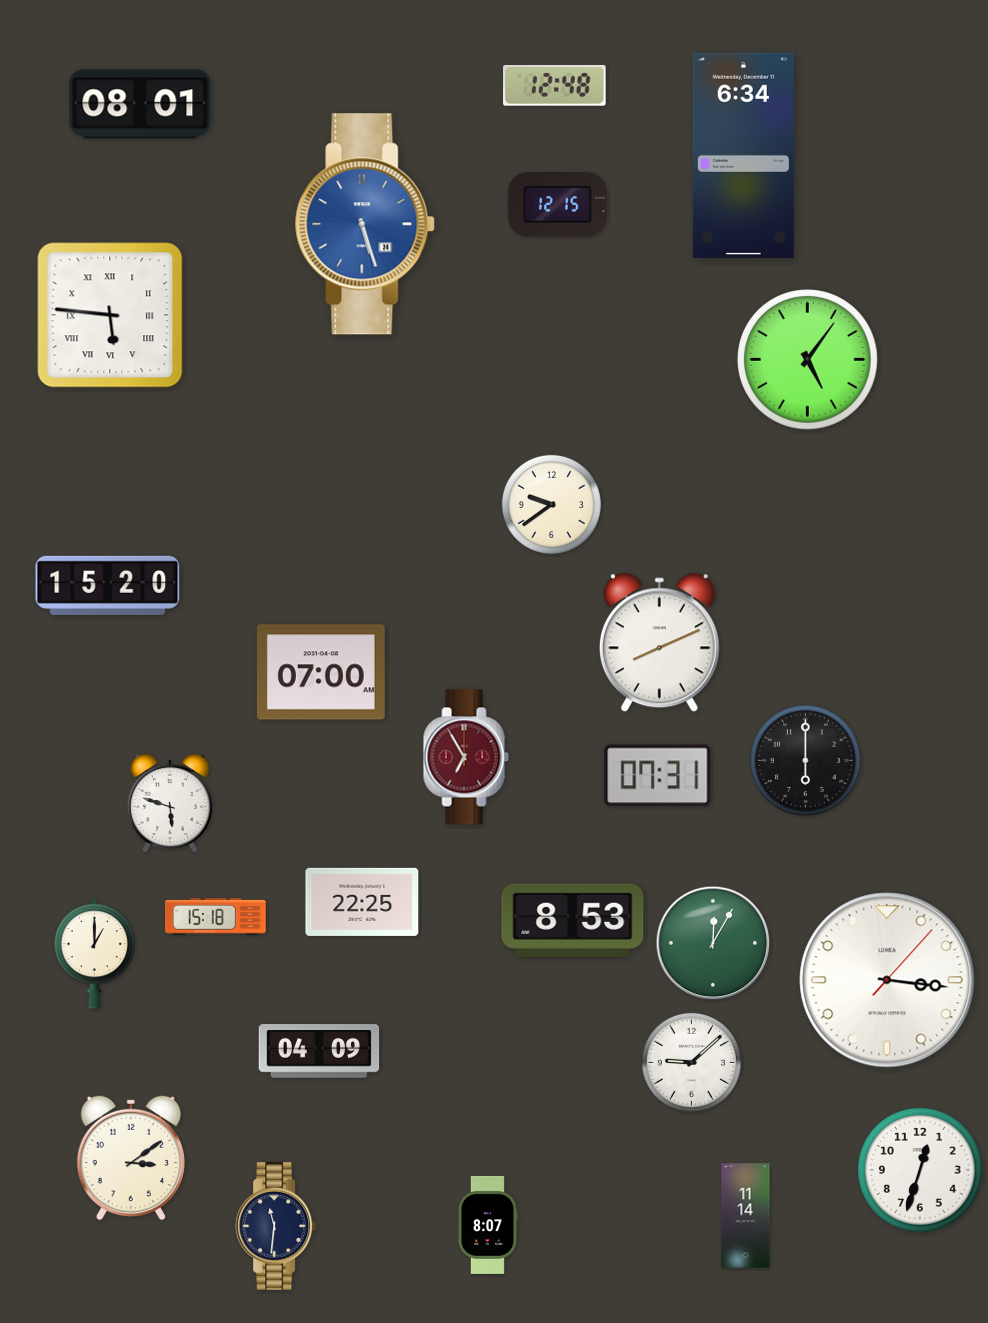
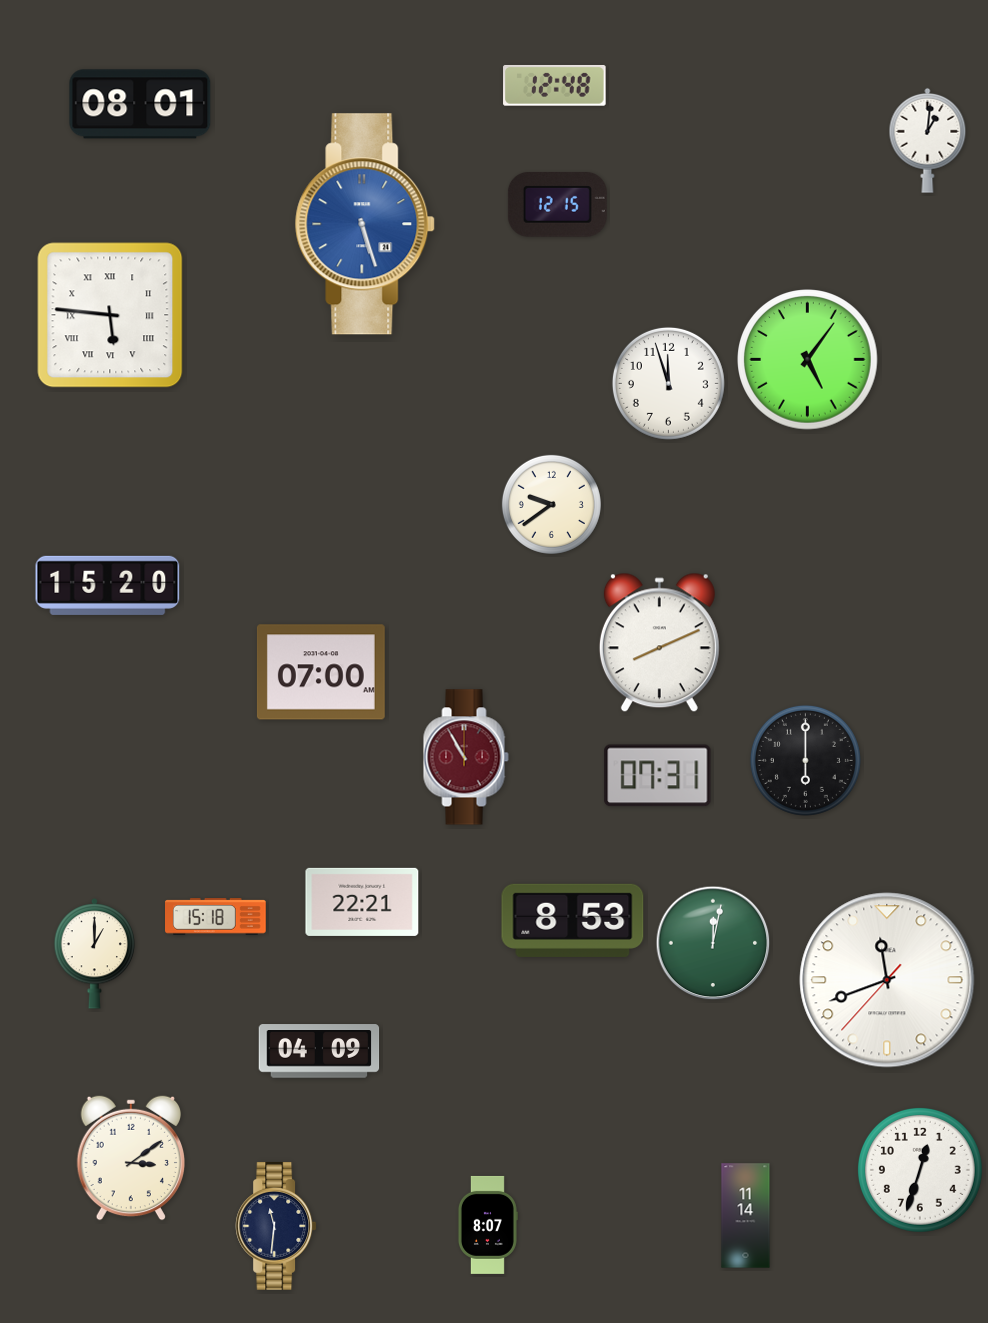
clock at (928, 140): none -> 1:01
clock at (743, 155): 6:34 -> none
clock at (668, 383): none -> 11:57
clock at (466, 757): 6:55 -> 10:55
clock at (170, 803): 5:48 -> none
clock at (362, 902): 22:25 -> 22:21
clock at (713, 943): 12:05 -> 12:02
clock at (887, 980): 3:16 -> 11:41
clock at (691, 1062): 9:08 -> none
